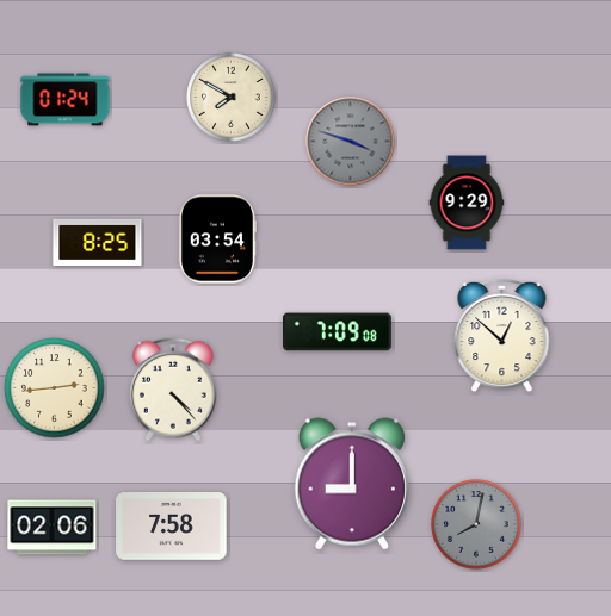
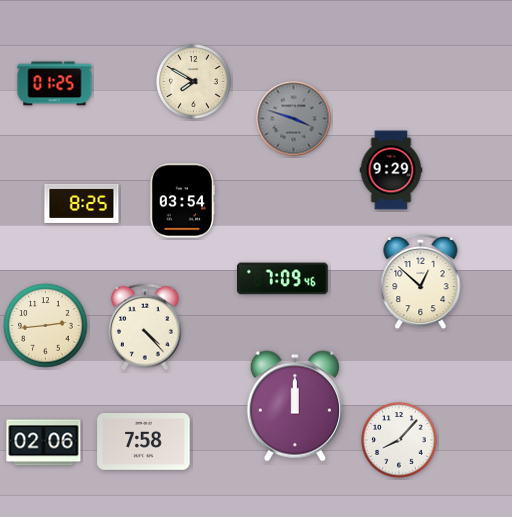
clock at (66, 100): 01:24 -> 01:25
clock at (338, 332): 7:09:08 -> 7:09:46
clock at (351, 484): 9:00 -> 12:00
clock at (476, 524): 8:02 -> 8:07
clock at (476, 524) dial: grey -> white
